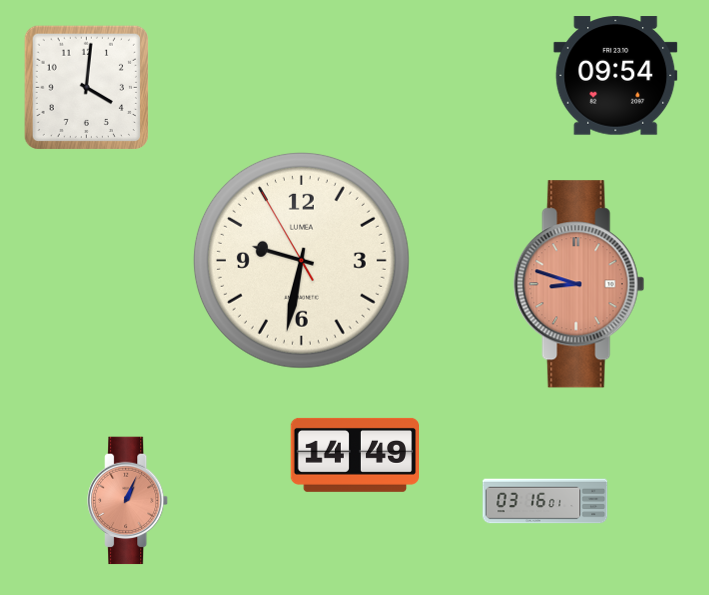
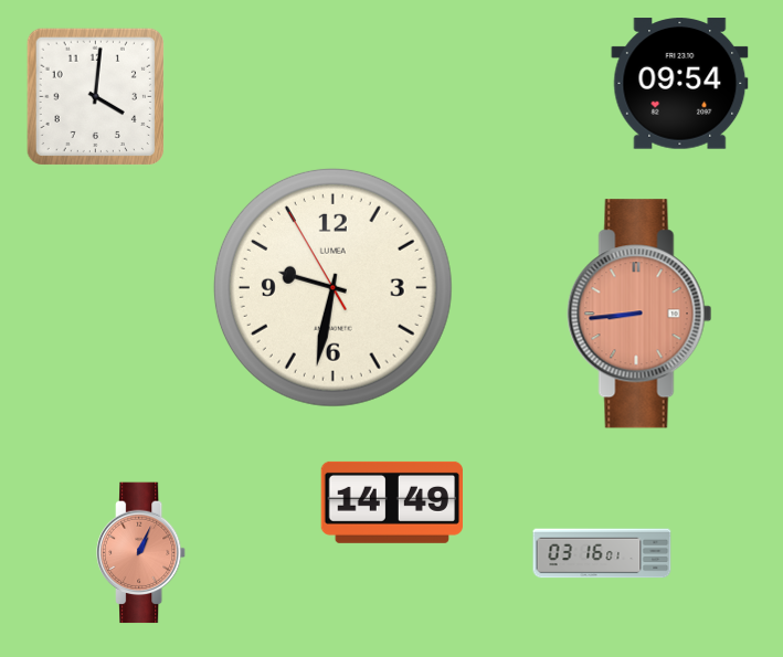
clock at (579, 284): 8:48 -> 8:44
